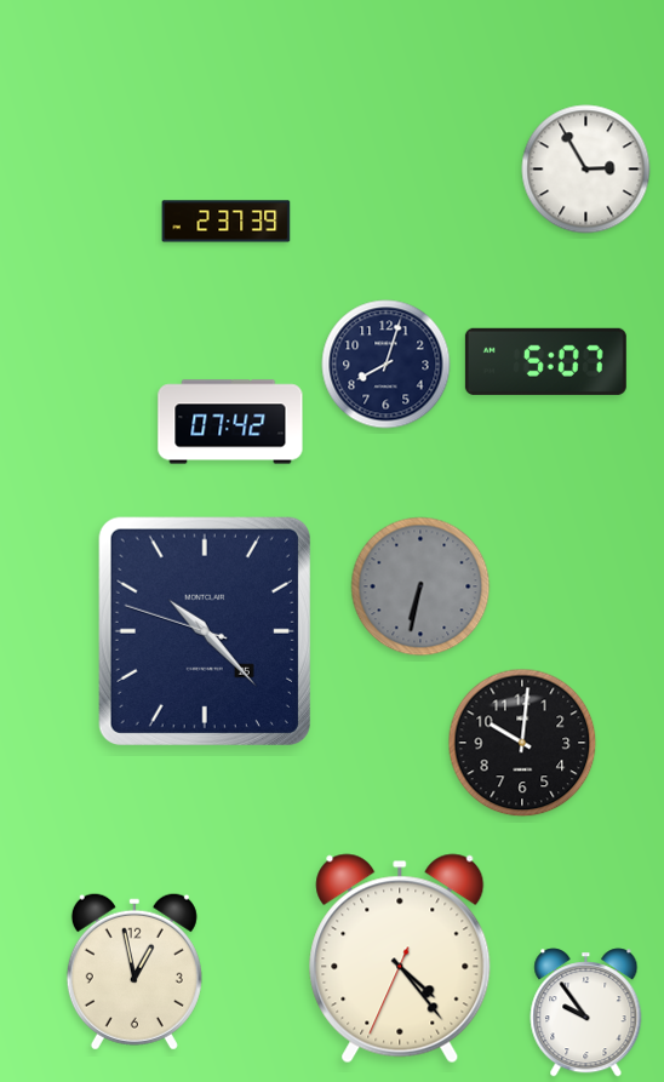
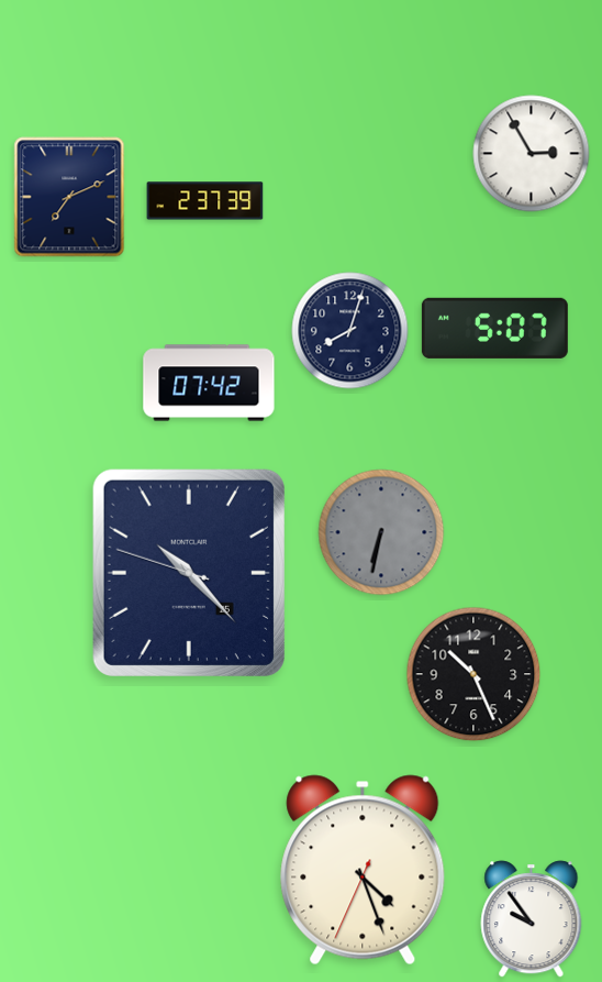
clock at (69, 197): none -> 7:11
clock at (205, 631) position: (205, 631) -> (189, 573)
clock at (522, 743): 10:01 -> 10:26
clock at (400, 958): 4:23 -> 4:26
clock at (134, 972): 12:58 -> none
